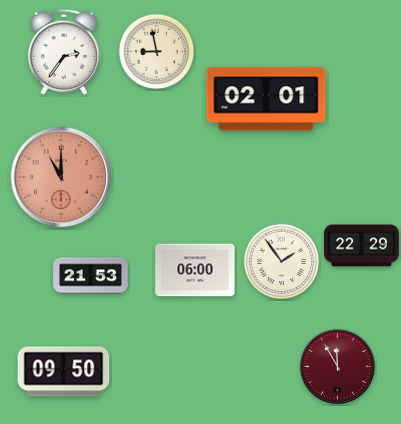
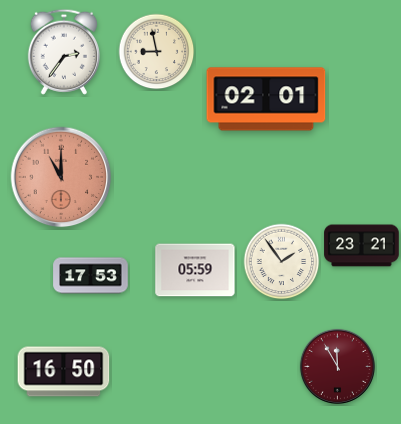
clock at (362, 246): 22:29 -> 23:21
clock at (195, 270): 06:00 -> 05:59
clock at (91, 276): 21:53 -> 17:53
clock at (64, 372): 09:50 -> 16:50
